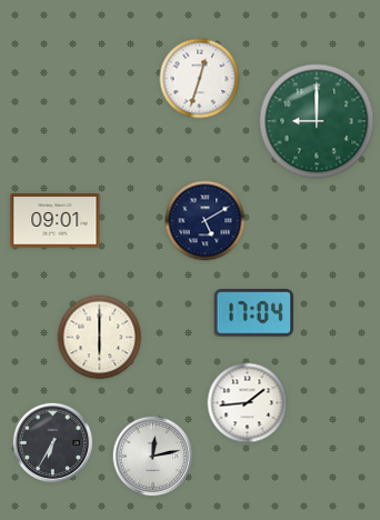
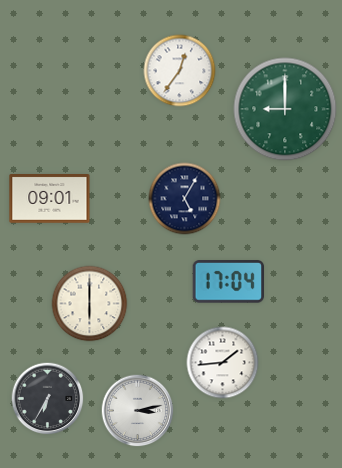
clock at (200, 79): 12:33 -> 12:36
clock at (206, 221): 5:10 -> 5:05
clock at (153, 457): 12:13 -> 3:13
